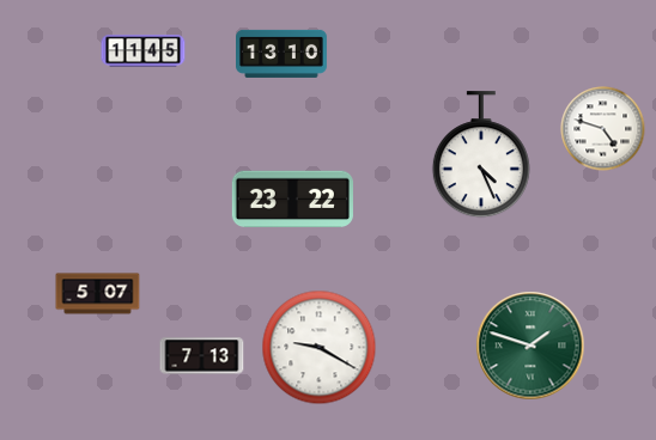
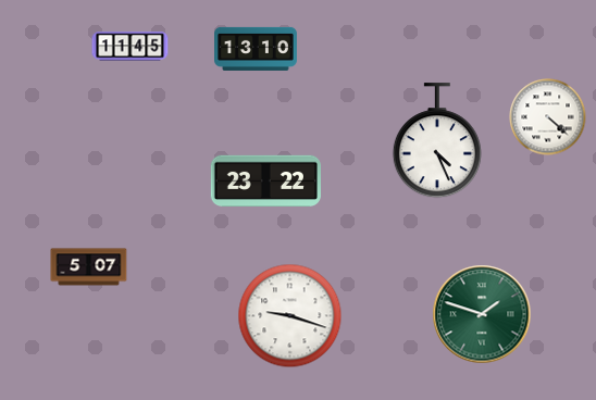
clock at (603, 129): 4:48 -> 4:22
clock at (320, 348): 9:20 -> 9:18
clock at (202, 356): 7:13 -> none
